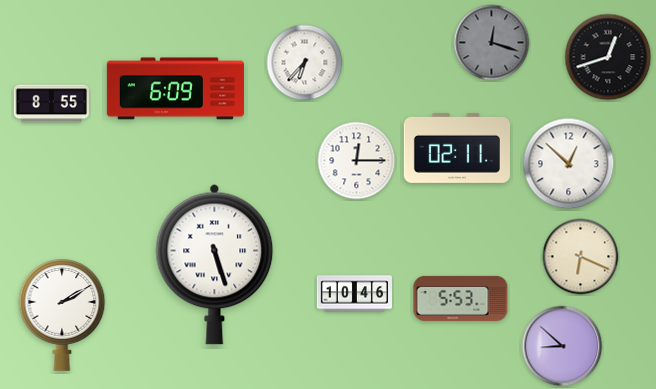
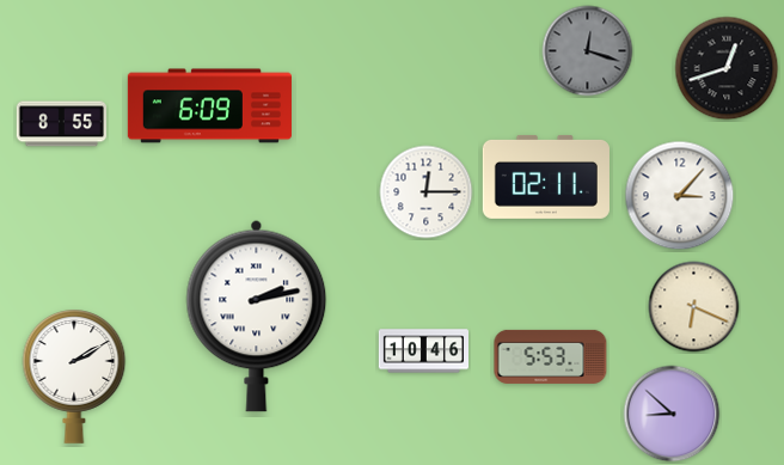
clock at (305, 63): 6:37 -> none
clock at (569, 164): 12:52 -> 3:07
clock at (215, 264): 5:27 -> 2:13
